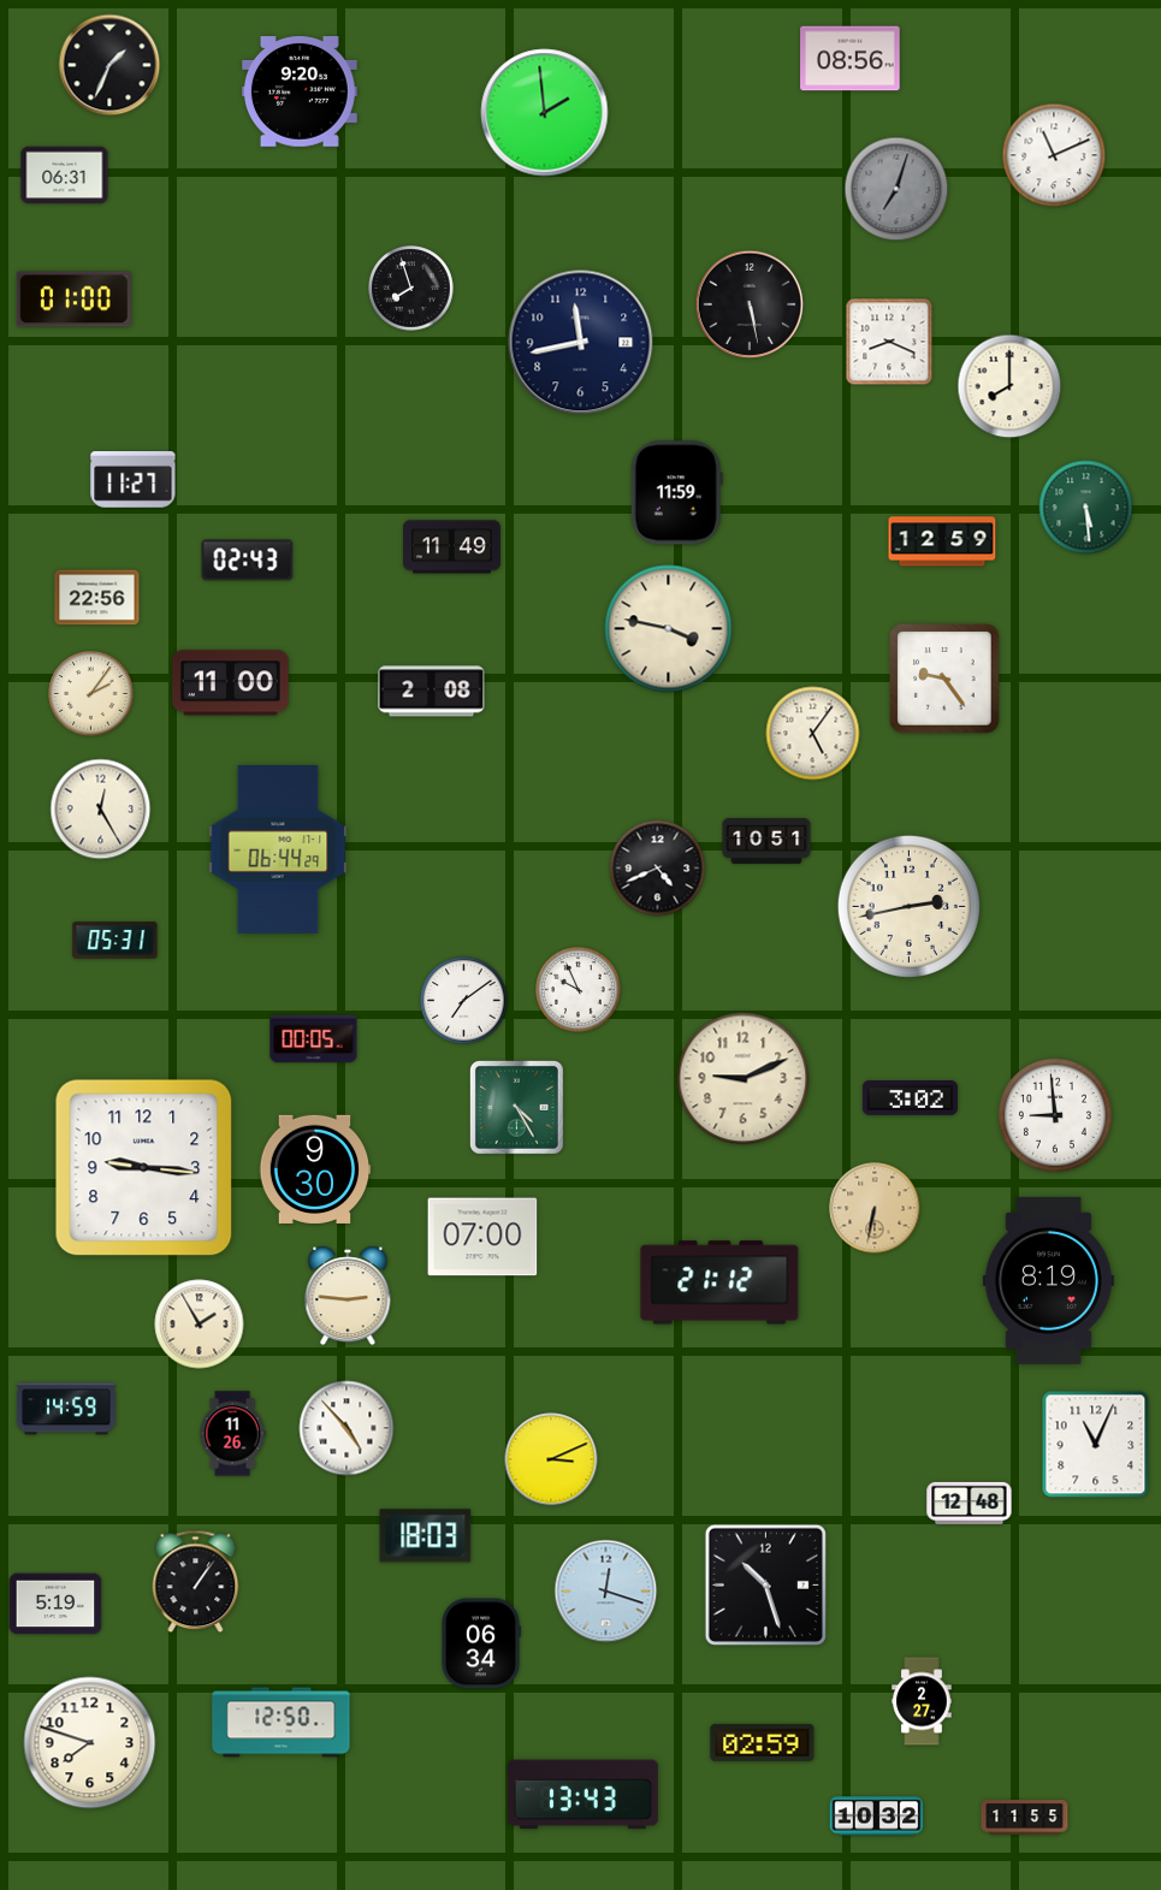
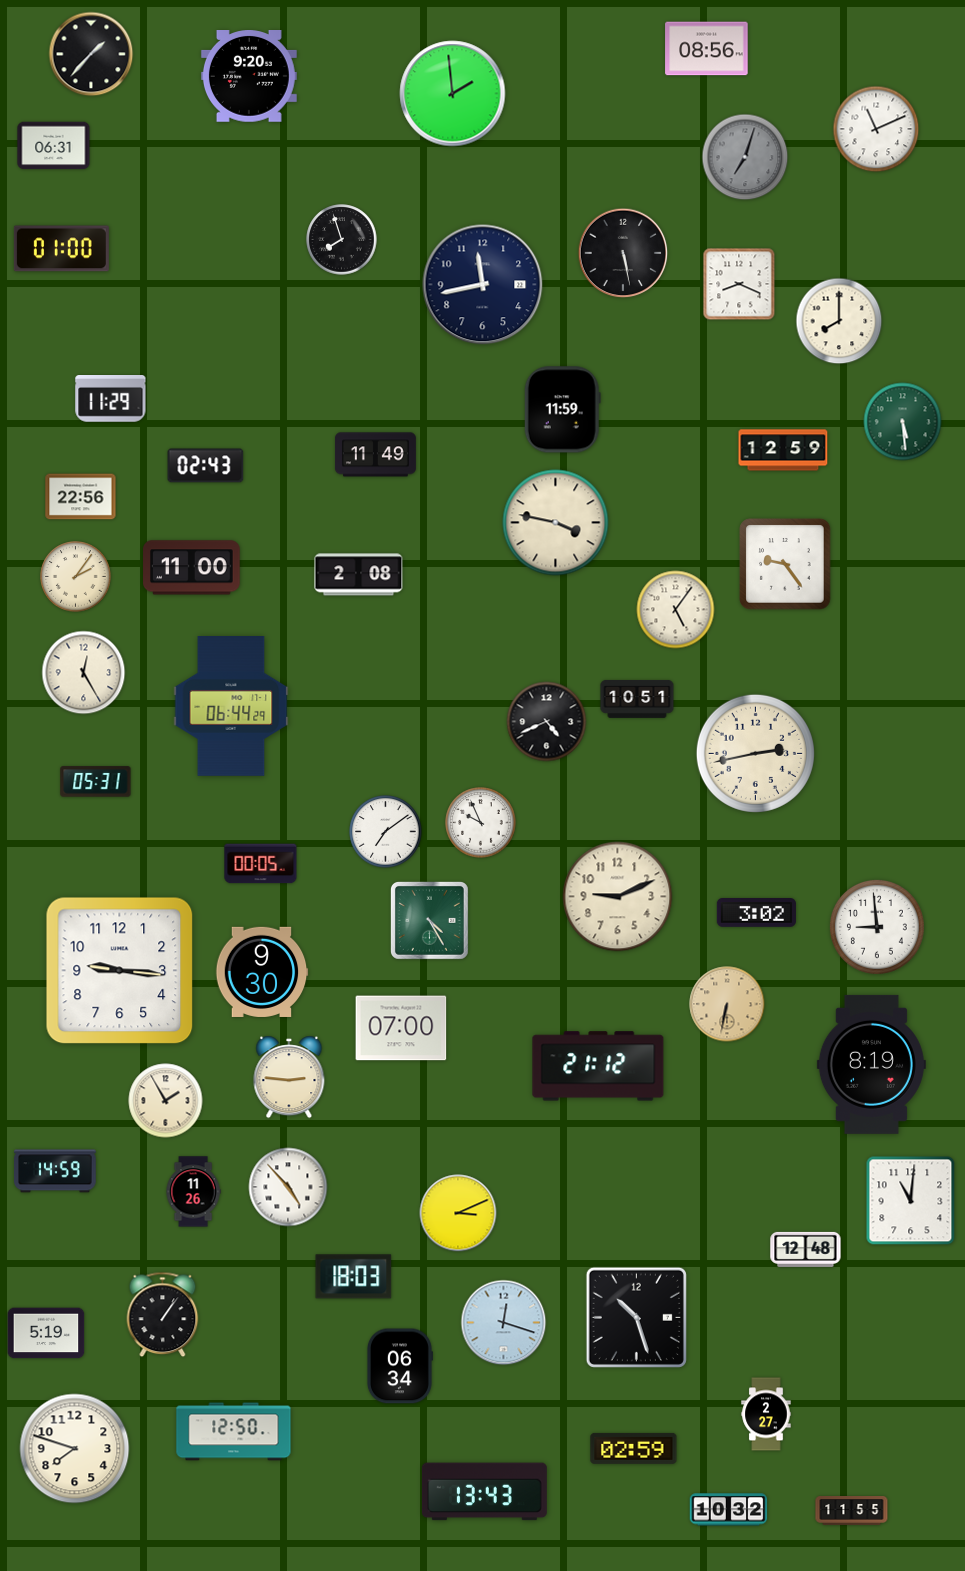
clock at (109, 65): 1:34 -> 1:37
clock at (134, 480): 11:27 -> 11:29
clock at (1096, 1445): 11:04 -> 11:01
